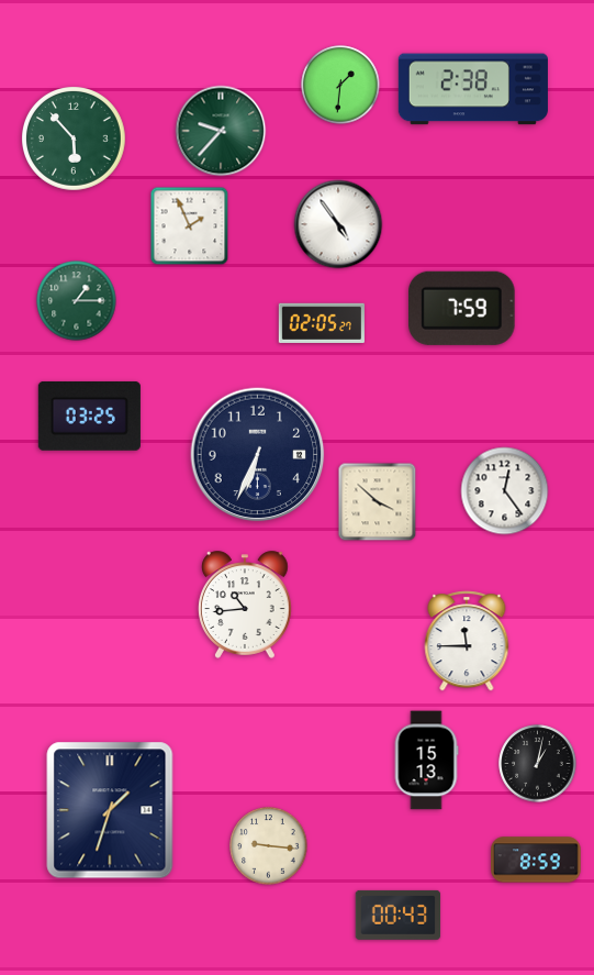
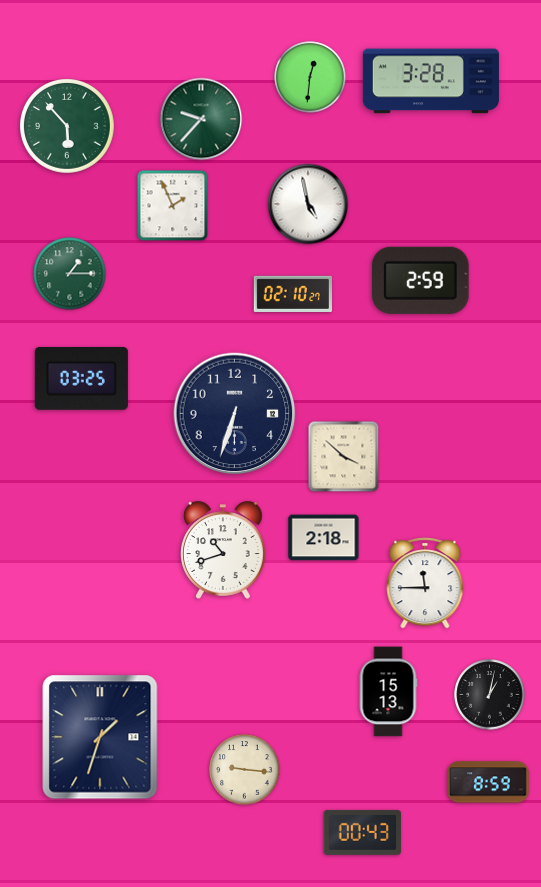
clock at (340, 85): 1:31 -> 12:31
clock at (473, 89): 2:38 -> 3:28
clock at (338, 224): 4:54 -> 4:58
clock at (462, 308): 7:59 -> 2:59
clock at (322, 323): 02:05 -> 02:10
clock at (258, 455): 6:34 -> 6:33
clock at (505, 491): 12:24 -> none
clock at (324, 538): none -> 2:18
clock at (246, 605): 10:44 -> 10:42
